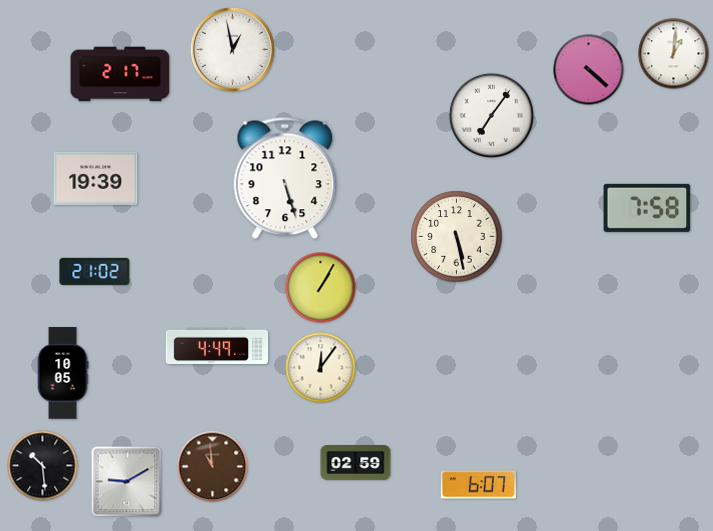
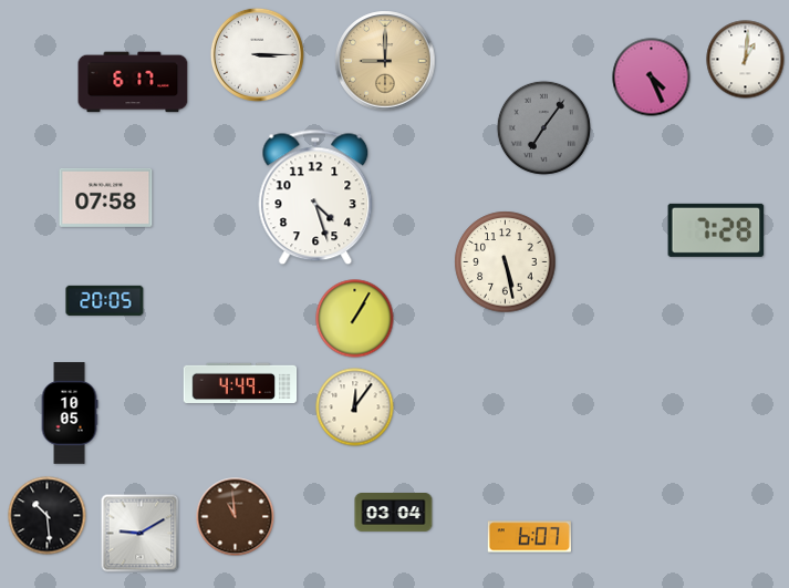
clock at (232, 49): 12:58 -> 3:15
clock at (385, 61): none -> 9:00
clock at (589, 70): 4:22 -> 4:26
clock at (120, 74): 2:17 -> 6:17
clock at (491, 115) dial: white -> grey
clock at (96, 178): 19:39 -> 07:58
clock at (285, 178): 5:27 -> 4:27
clock at (647, 208): 7:58 -> 7:28
clock at (95, 271): 21:02 -> 20:05
clock at (356, 463): 02:59 -> 03:04
